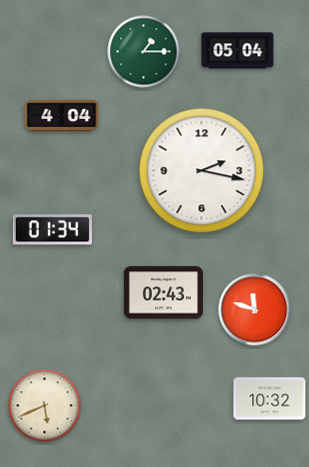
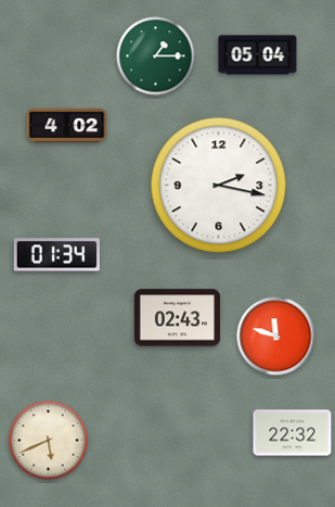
clock at (62, 116): 4:04 -> 4:02
clock at (52, 230) position: (52, 230) -> (56, 255)
clock at (270, 399): 10:32 -> 22:32
